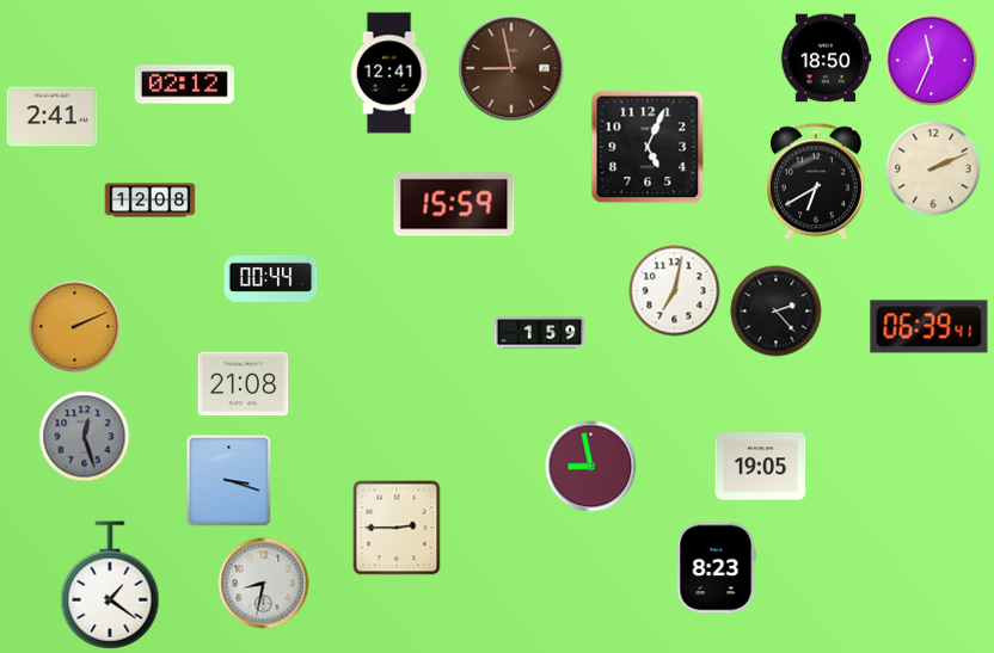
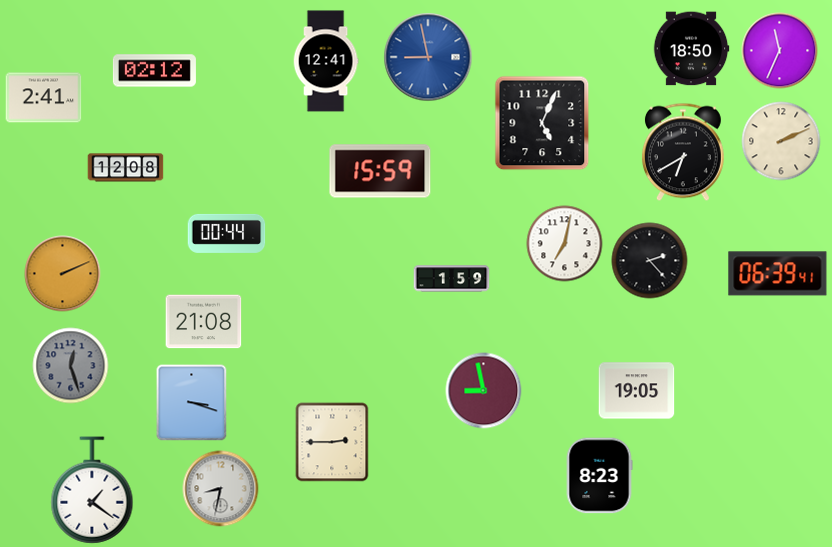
clock at (511, 68) dial: brown -> blue
clock at (591, 467) position: (591, 467) -> (484, 391)
